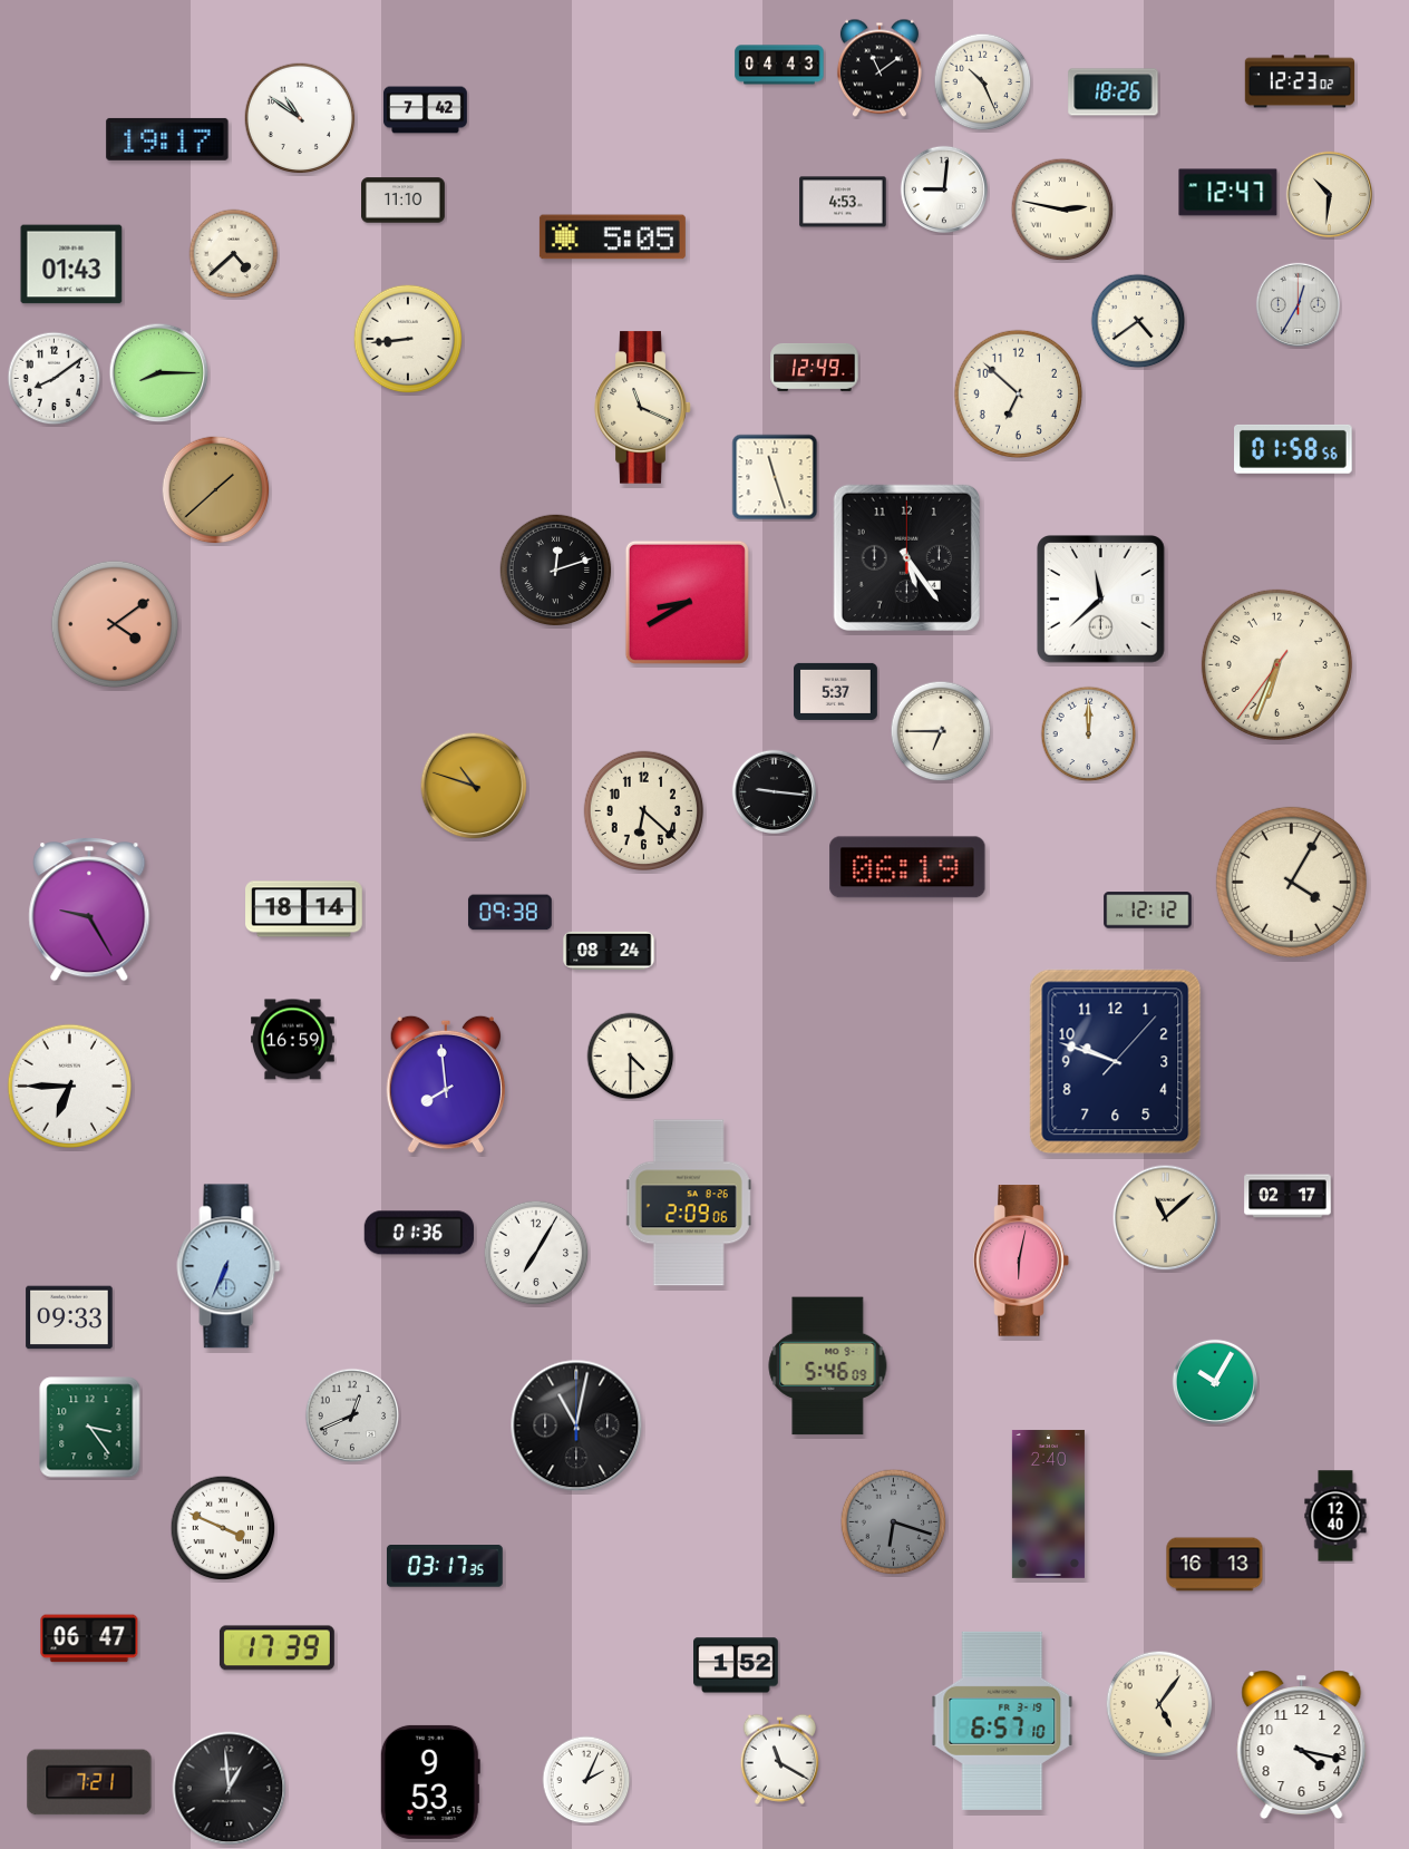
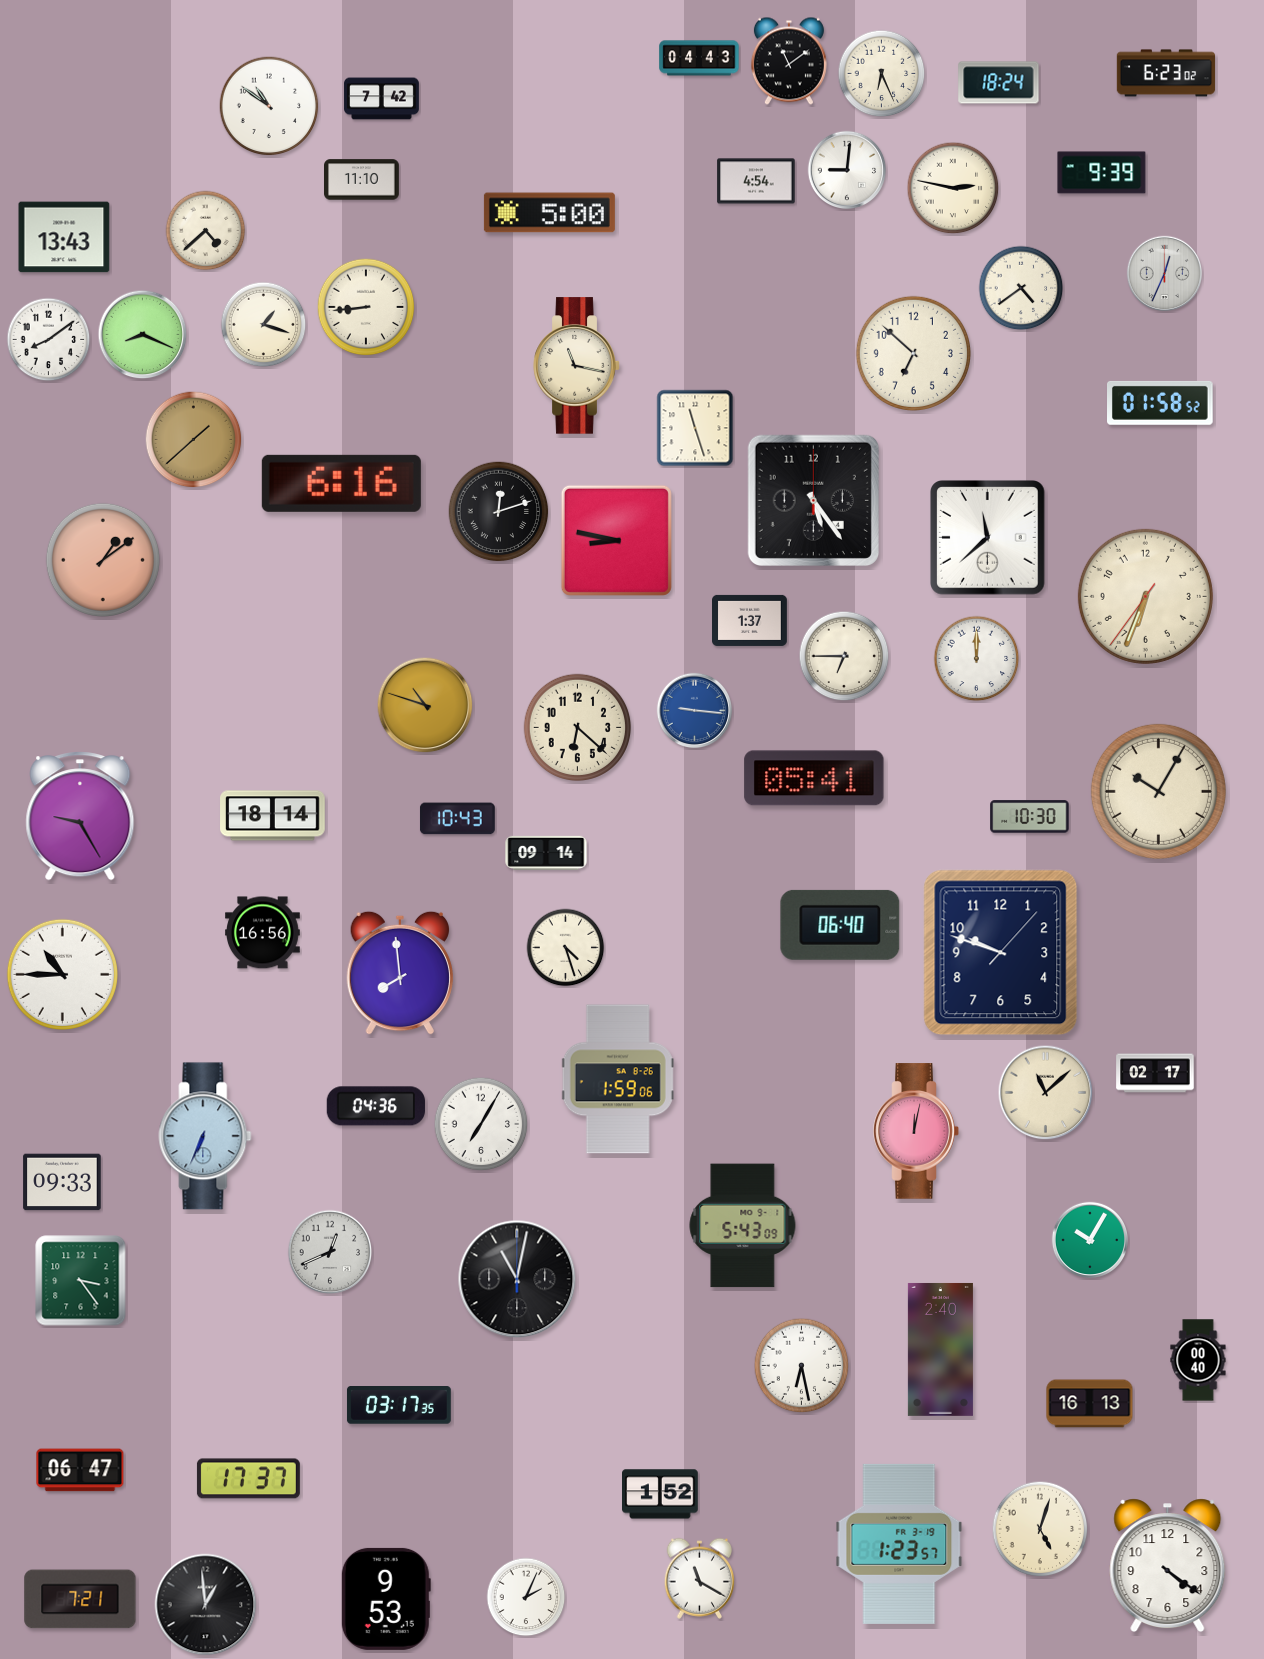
clock at (1300, 81): 12:23 -> 6:23
clock at (983, 82): 10:26 -> 6:26
clock at (1114, 93): 18:26 -> 18:24
clock at (167, 139): 19:17 -> none
clock at (1228, 193): 12:47 -> 9:39
clock at (1330, 195): 10:31 -> none
clock at (843, 202): 4:53 -> 4:54
clock at (612, 237): 5:05 -> 5:00
clock at (234, 254) position: (234, 254) -> (206, 231)
clock at (71, 264): 01:43 -> 13:43
clock at (1298, 304): 12:35 -> 12:34
clock at (408, 339) position: (408, 339) -> (366, 307)
clock at (264, 325): none -> 1:18
clock at (815, 367): 12:49 -> none
clock at (159, 373): 8:15 -> 8:19
clock at (643, 408): 11:19 -> 11:17
clock at (1294, 449): 01:58:56 -> 01:58:52
clock at (341, 483): none -> 6:16
clock at (687, 602): 8:40 -> 8:47
clock at (114, 623): 4:09 -> 1:09
clock at (836, 691): 5:37 -> 1:37
clock at (774, 791) dial: black -> blue
clock at (907, 867): 06:19 -> 05:41
clock at (1291, 882): 4:05 -> 10:05
clock at (1148, 911): 12:12 -> 10:30
clock at (509, 913): 09:38 -> 10:43
clock at (609, 951): 08:24 -> 09:14
clock at (840, 925): none -> 06:40
clock at (293, 1040): 16:59 -> 16:56
clock at (631, 1057): 4:30 -> 4:27
clock at (69, 1086): 6:45 -> 10:45
clock at (689, 1203): 2:09 -> 1:59
clock at (419, 1233): 01:36 -> 04:36
clock at (1021, 1261): 6:02 -> 12:02
clock at (828, 1366): 5:46 -> 5:43
clock at (352, 1415) position: (352, 1415) -> (330, 1252)
clock at (1335, 1516): 12:40 -> 00:40
clock at (894, 1522): 6:18 -> 6:28
clock at (894, 1522) dial: grey -> white
clock at (223, 1528): 3:49 -> none
clock at (276, 1648): 17:39 -> 17:37
clock at (1159, 1704): 5:06 -> 5:03
clock at (1002, 1721): 6:57 -> 1:23
clock at (1302, 1745): 4:17 -> 4:21
